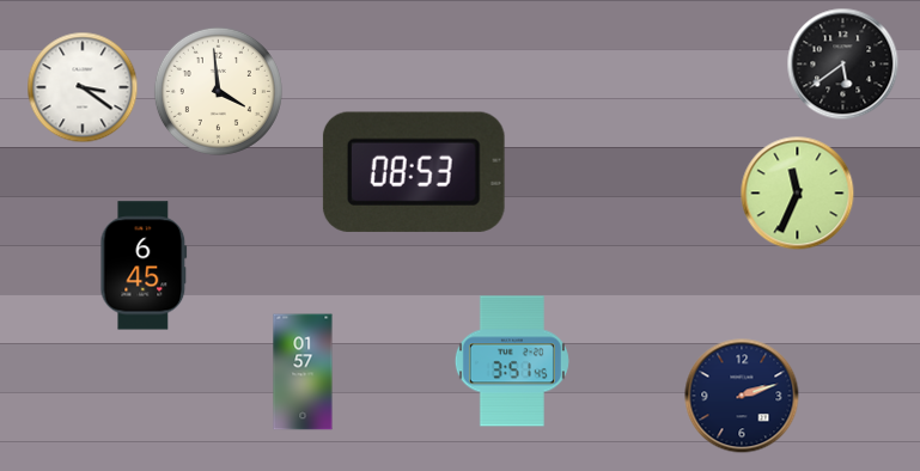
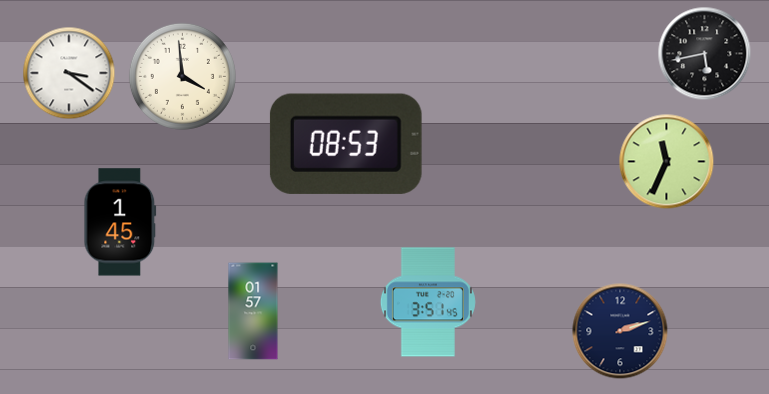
clock at (843, 65): 5:39 -> 5:43
clock at (144, 265): 6:45 -> 1:45
